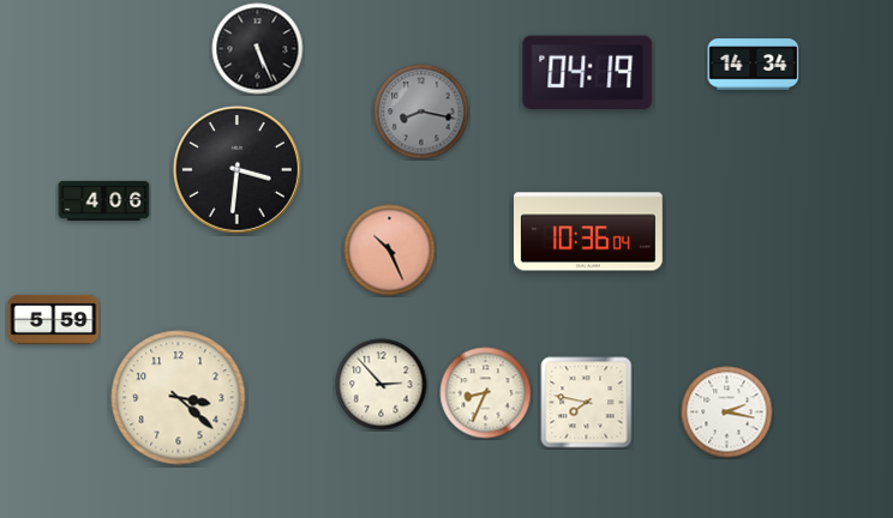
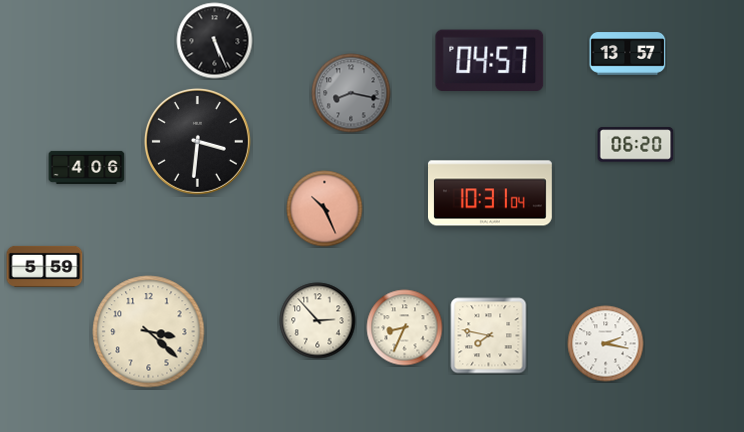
clock at (754, 65): 14:34 -> 13:57
clock at (588, 72): 04:19 -> 04:57
clock at (636, 145): none -> 06:20
clock at (589, 231): 10:36 -> 10:31
